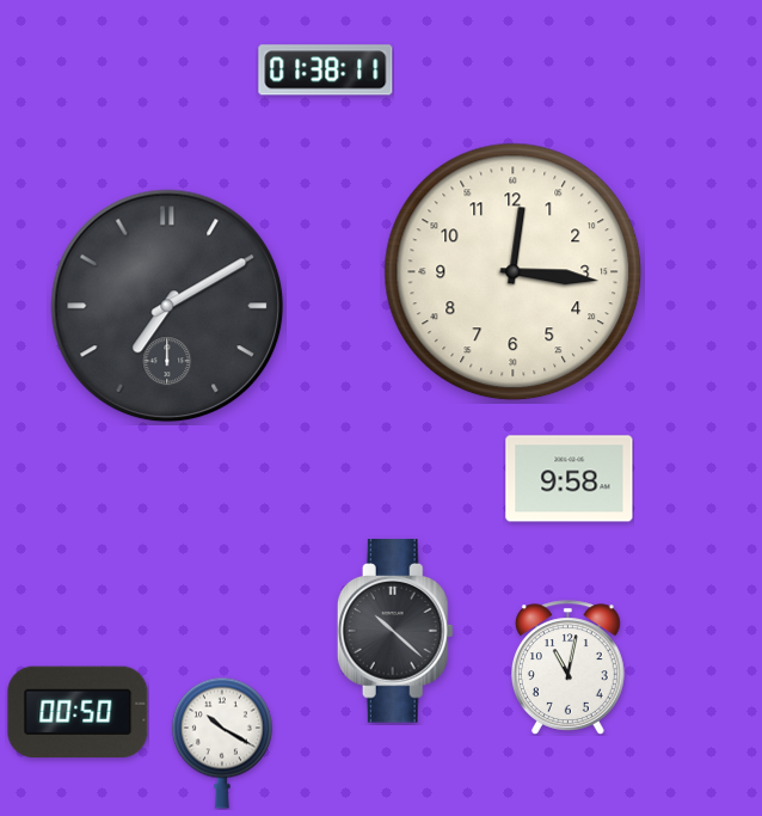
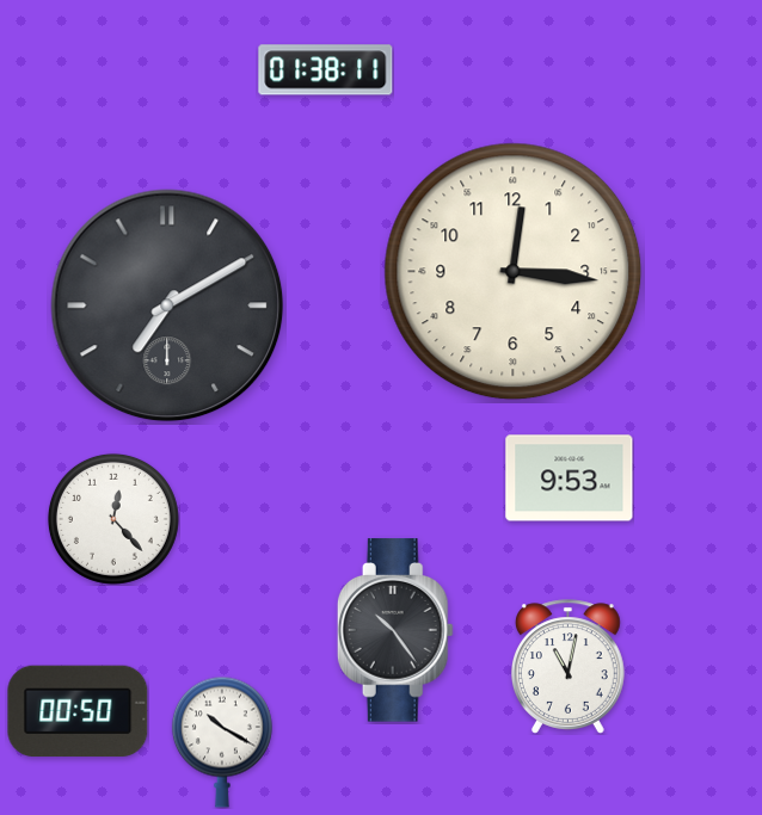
clock at (570, 479): 9:58 -> 9:53
clock at (113, 519): none -> 12:23
clock at (395, 631): 10:22 -> 10:24
